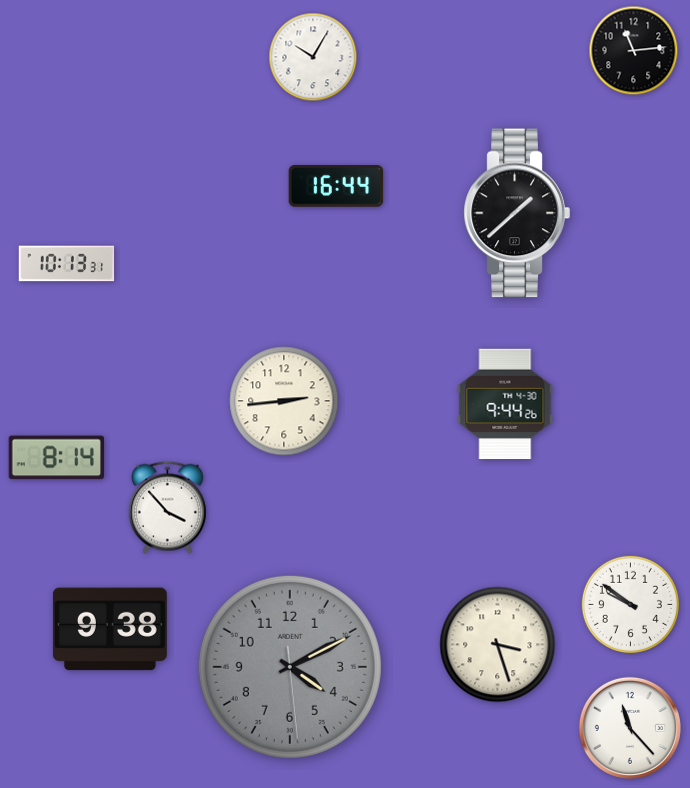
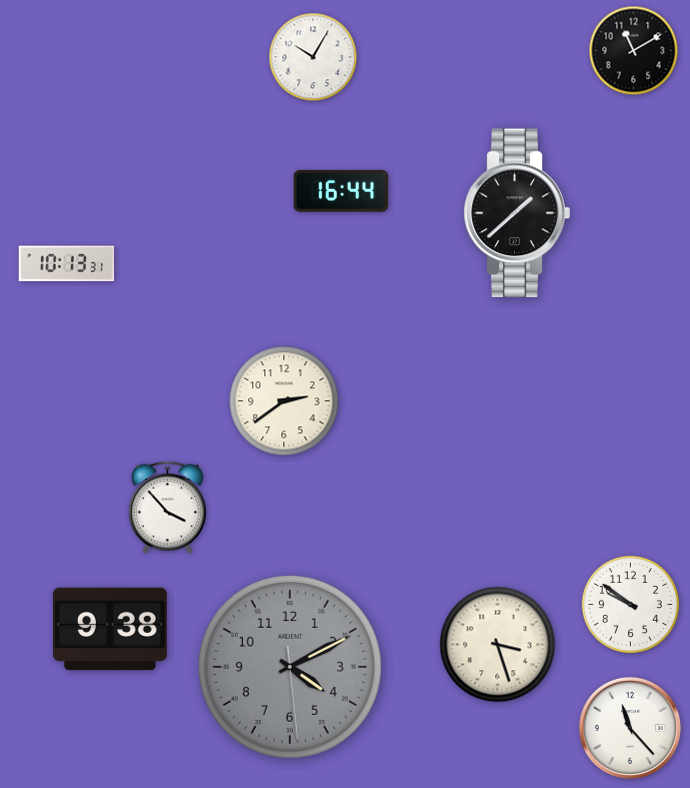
clock at (634, 51): 11:14 -> 11:10
clock at (336, 186) position: (336, 186) -> (341, 191)
clock at (284, 401): 2:44 -> 2:39
clock at (505, 404): 9:44 -> none
clock at (57, 458): 8:14 -> none
